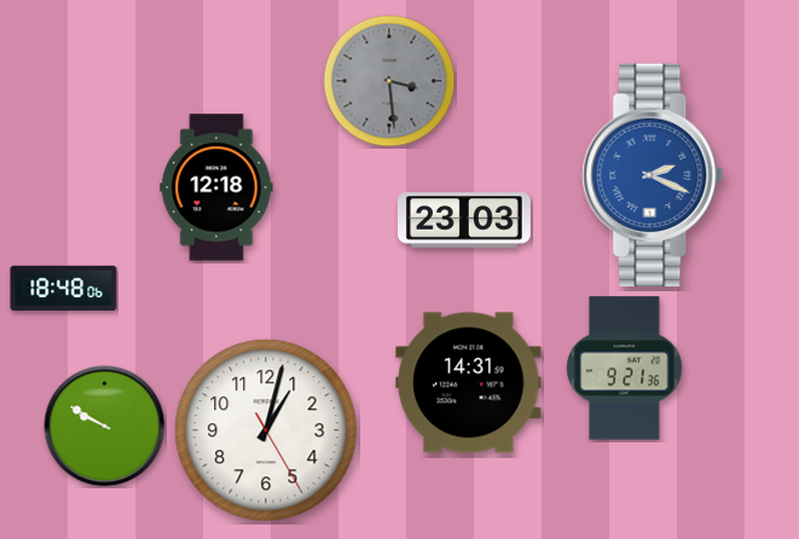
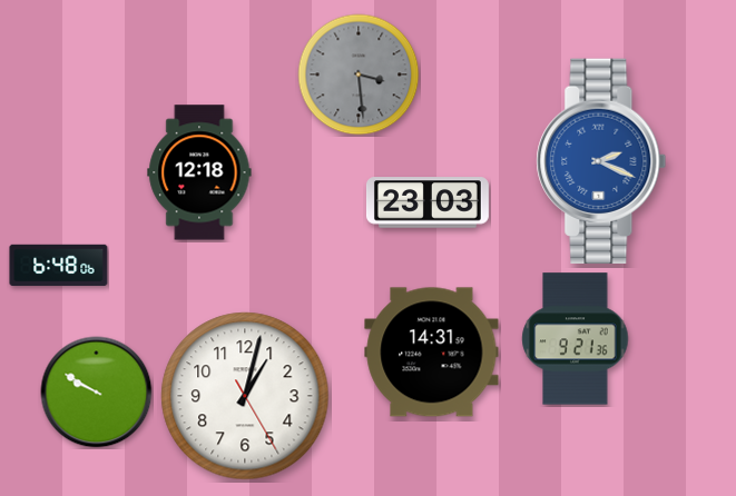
clock at (64, 289): 18:48 -> 6:48
